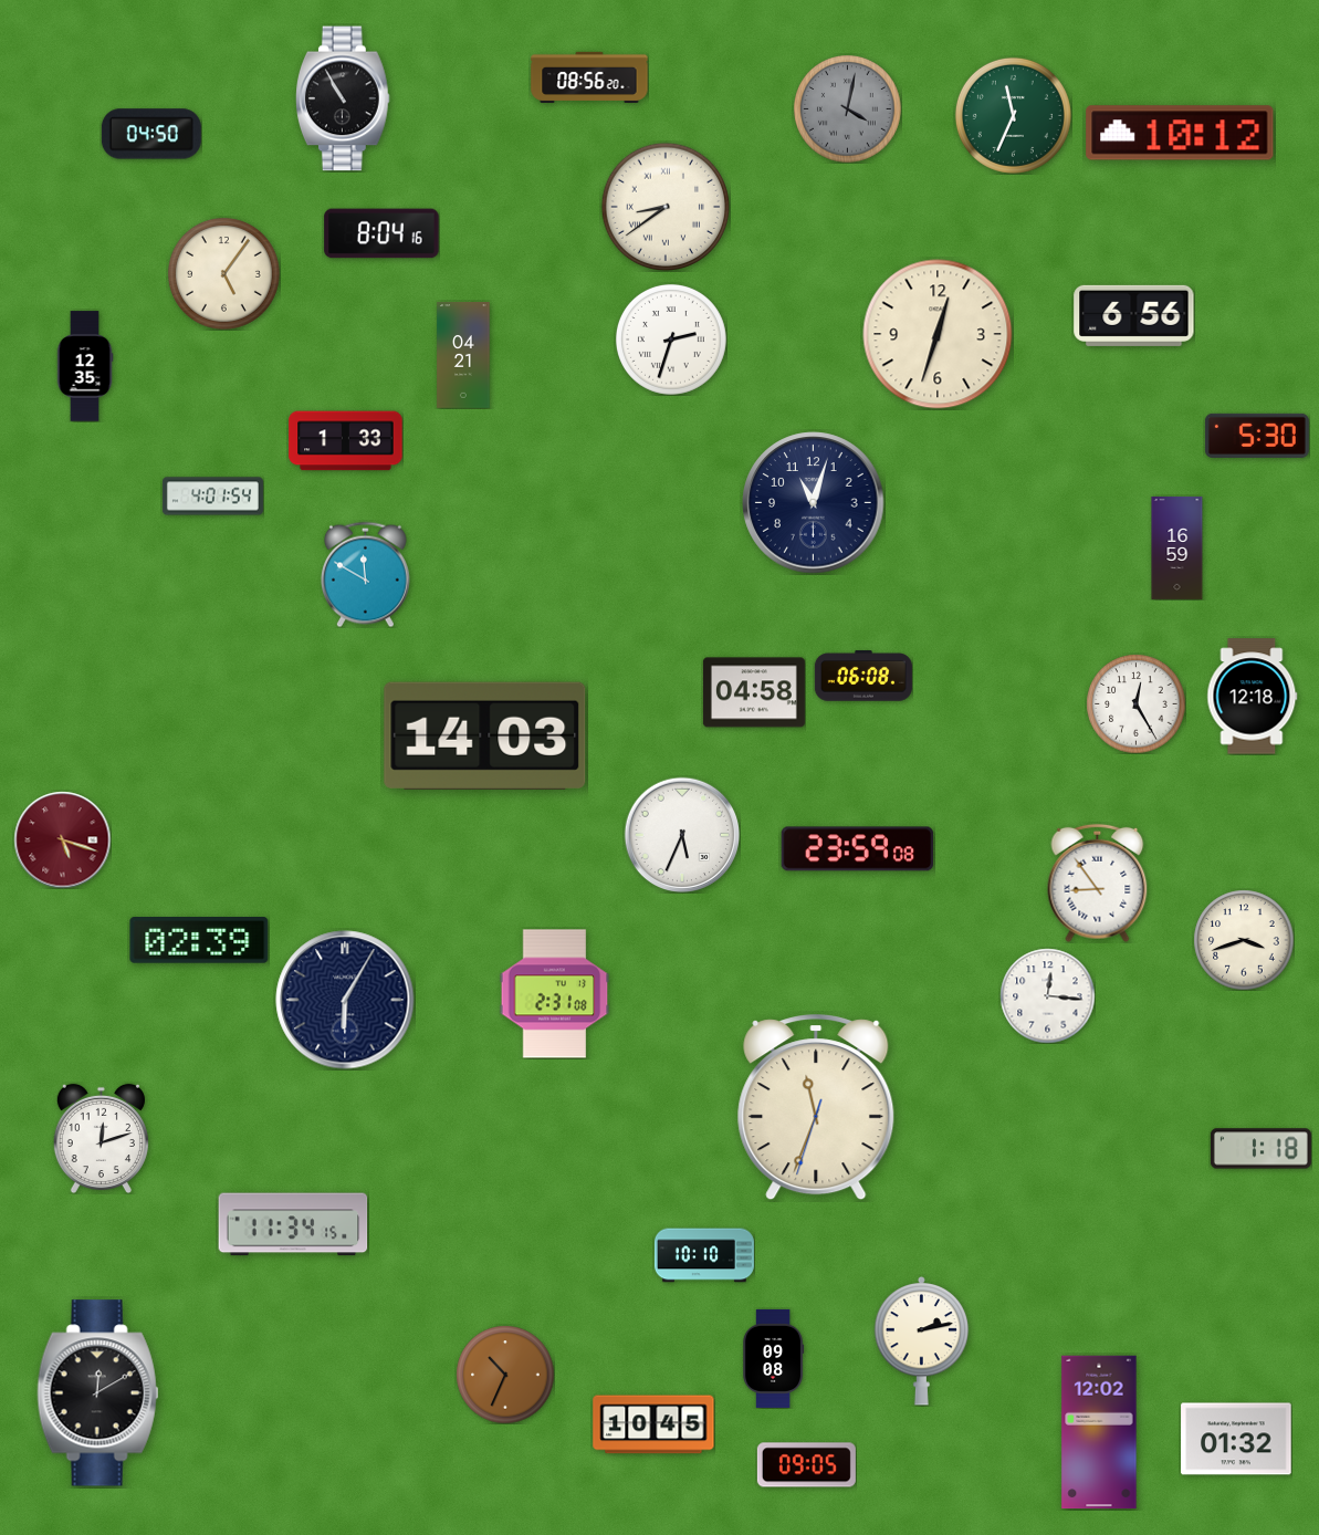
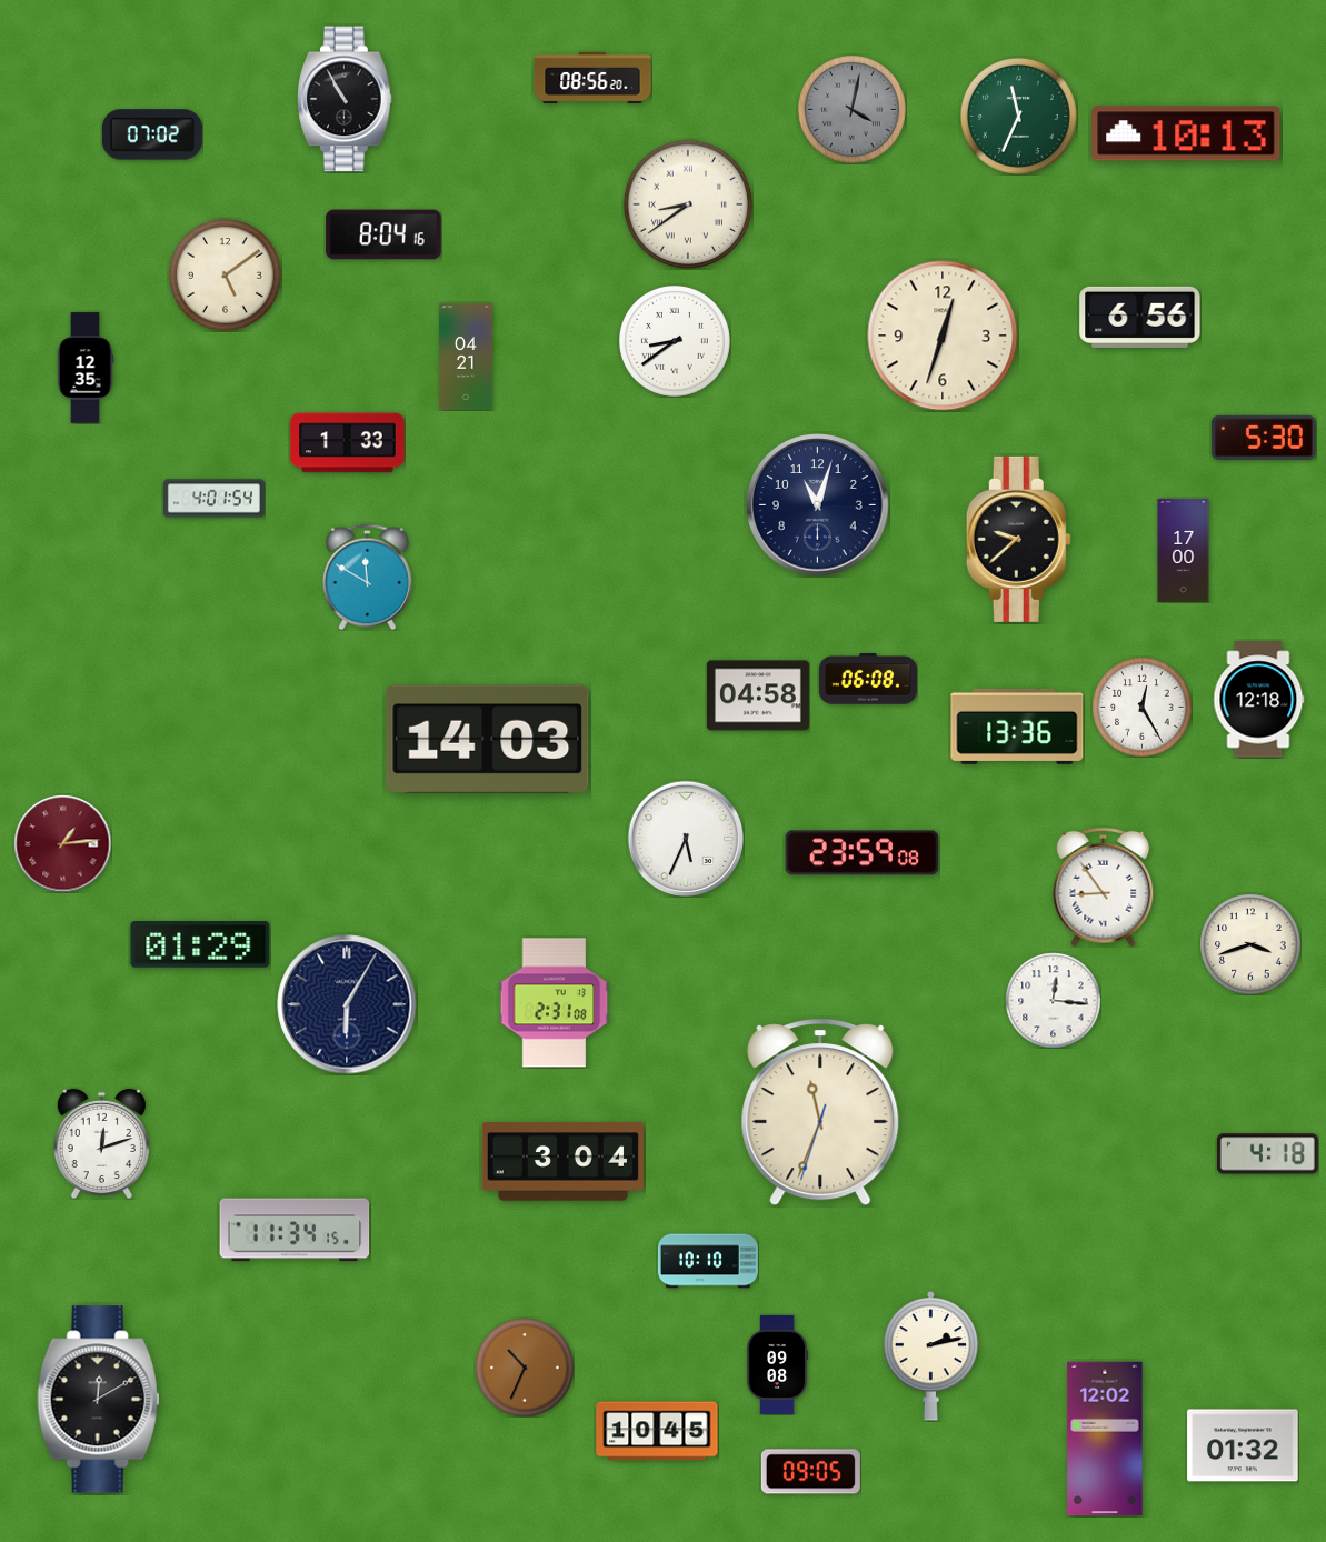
clock at (1180, 133): 10:12 -> 10:13
clock at (151, 134): 04:50 -> 07:02
clock at (666, 207) position: (666, 207) -> (688, 204)
clock at (223, 273): 5:06 -> 5:09
clock at (671, 340): 2:33 -> 8:39
clock at (1018, 539): none -> 9:38
clock at (1177, 549): 16:59 -> 17:00
clock at (1017, 727): none -> 13:36
clock at (62, 839): 5:18 -> 1:14
clock at (199, 941): 02:39 -> 01:29
clock at (555, 994) position: (555, 994) -> (555, 1003)
clock at (1260, 1149): 1:18 -> 4:18
clock at (562, 1162): none -> 3:04
clock at (922, 1340) position: (922, 1340) -> (931, 1355)
clock at (505, 1375) position: (505, 1375) -> (525, 1368)
